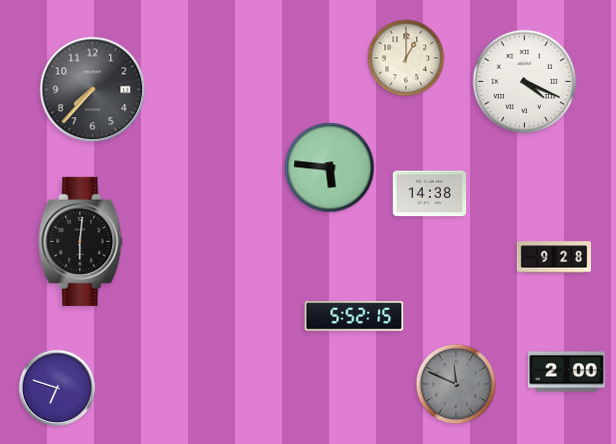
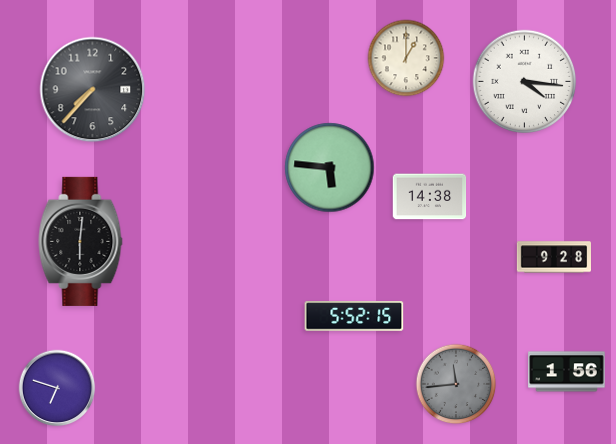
clock at (525, 82): 4:19 -> 4:16
clock at (430, 194) position: (430, 194) -> (430, 197)
clock at (567, 372): 2:00 -> 1:56
clock at (456, 384): 11:49 -> 11:44
